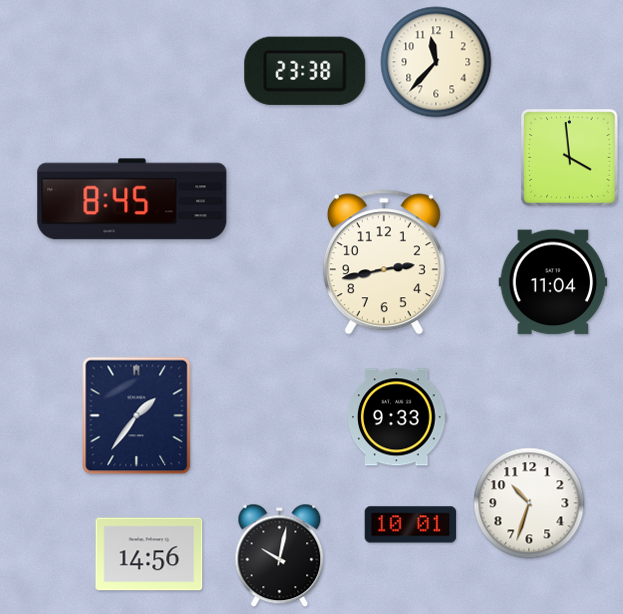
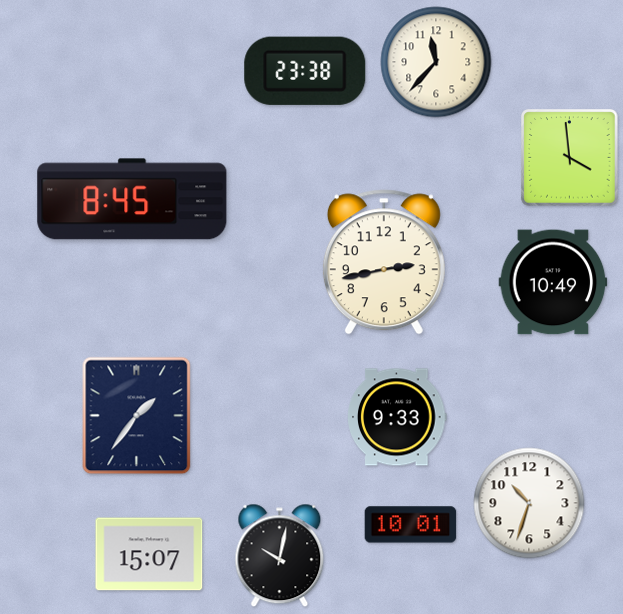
clock at (553, 282): 11:04 -> 10:49
clock at (149, 554): 14:56 -> 15:07
